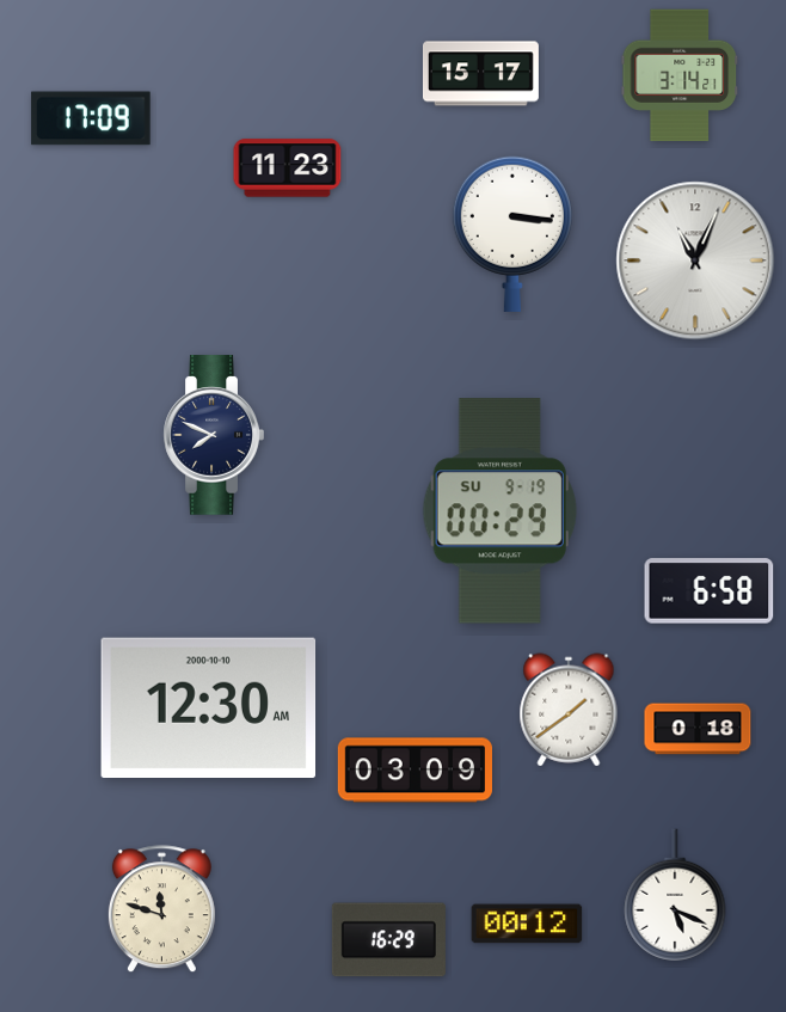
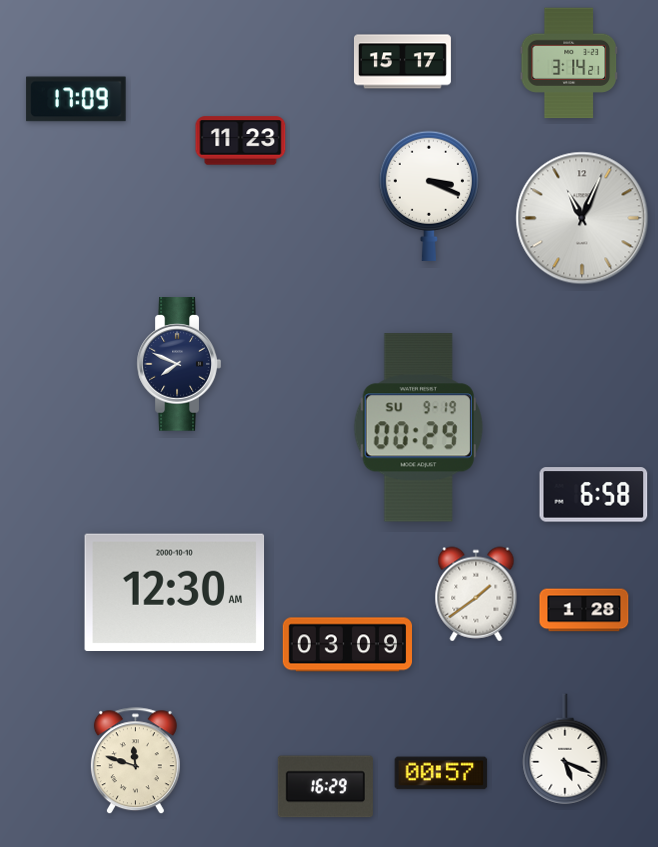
clock at (512, 234): 3:16 -> 3:19
clock at (698, 729): 0:18 -> 1:28
clock at (527, 924): 00:12 -> 00:57
